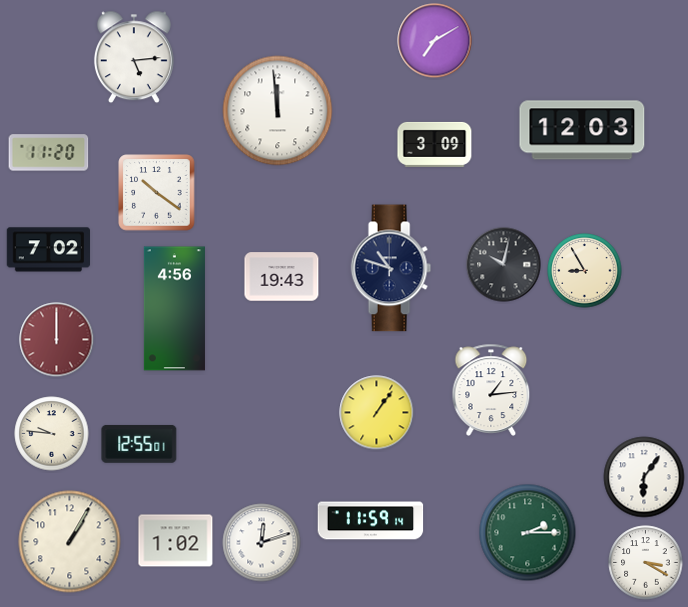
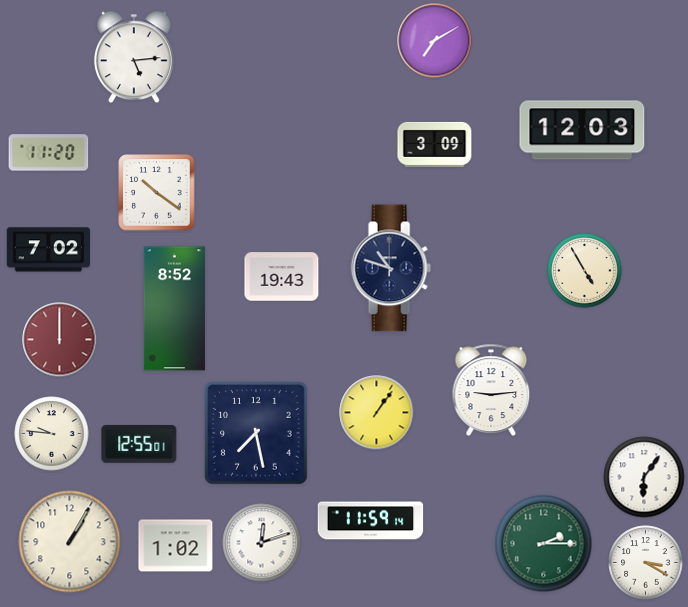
clock at (278, 111): 11:59 -> none
clock at (504, 265): 10:02 -> none
clock at (585, 271): 8:55 -> 4:55
clock at (174, 309): 4:56 -> 8:52
clock at (57, 340) position: (57, 340) -> (60, 340)
clock at (491, 390): 1:14 -> 9:14
clock at (256, 433): none -> 7:28
clock at (528, 533) position: (528, 533) -> (544, 544)
clock at (176, 541) position: (176, 541) -> (176, 546)
